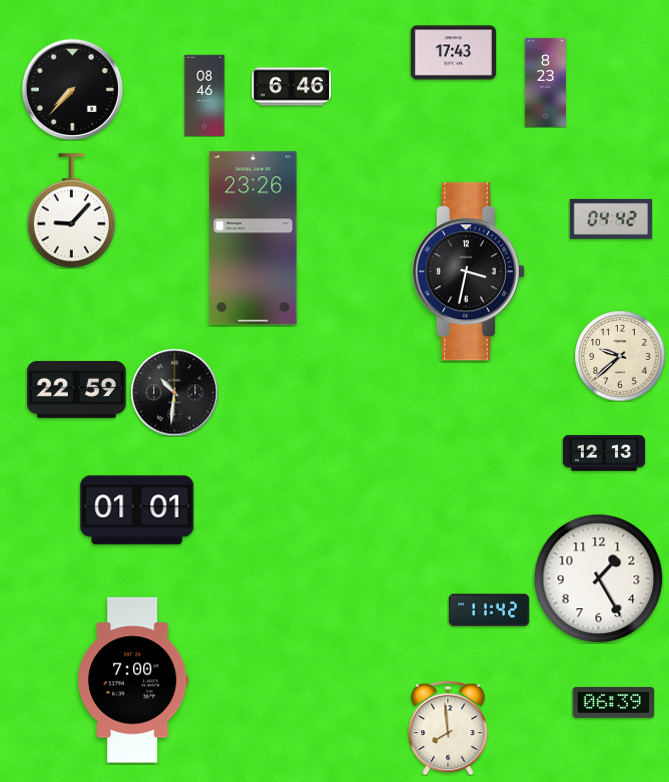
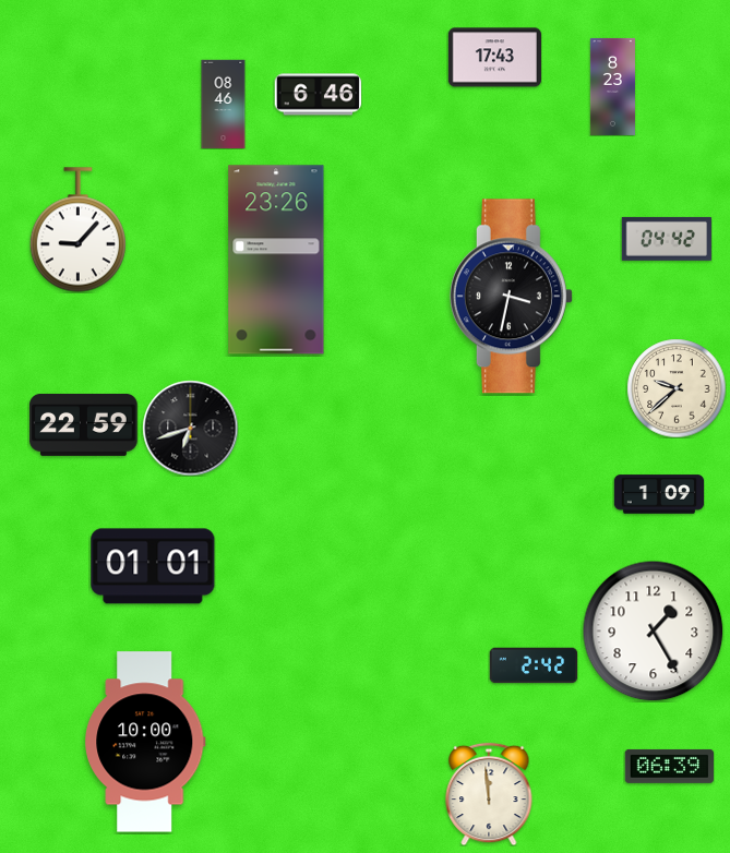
clock at (545, 82) position: (545, 82) -> (612, 86)
clock at (72, 89): 7:37 -> none
clock at (174, 392): 10:31 -> 6:42
clock at (604, 453): 12:13 -> 1:09
clock at (137, 510) position: (137, 510) -> (153, 566)
clock at (489, 610): 11:42 -> 2:42
clock at (133, 680): 7:00 -> 10:00
clock at (448, 728): 7:59 -> 11:59
